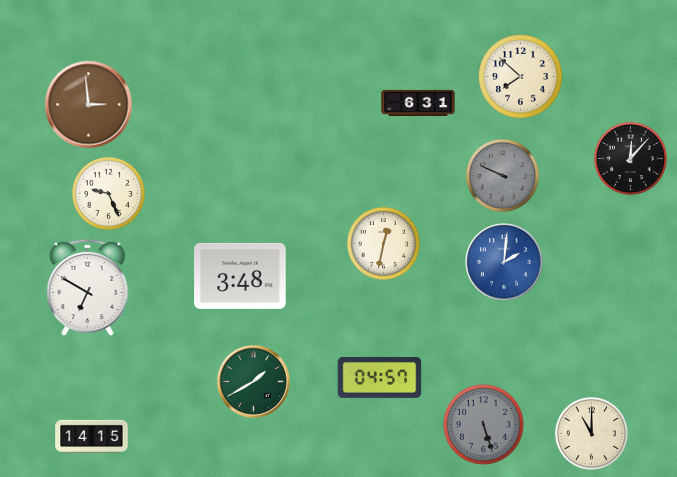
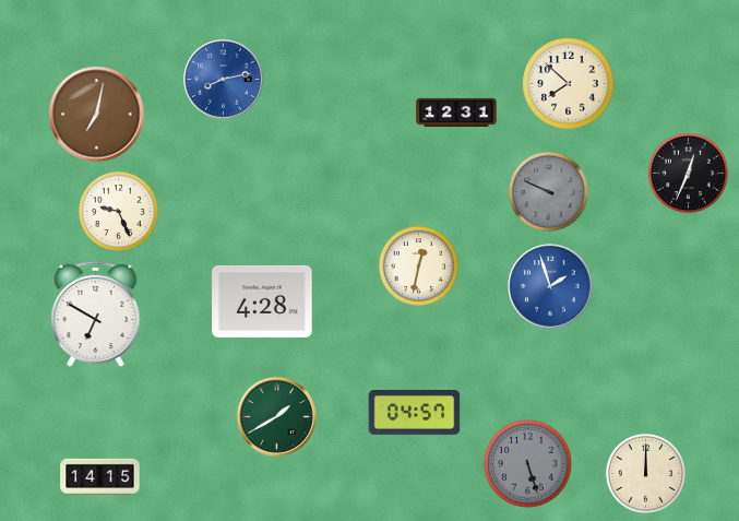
clock at (224, 80): none -> 8:13
clock at (418, 103): 6:31 -> 12:31
clock at (89, 105): 2:59 -> 7:02
clock at (630, 158): 12:07 -> 12:34
clock at (504, 262): 2:01 -> 1:57
clock at (240, 276): 3:48 -> 4:28
clock at (591, 433): 11:00 -> 12:00
